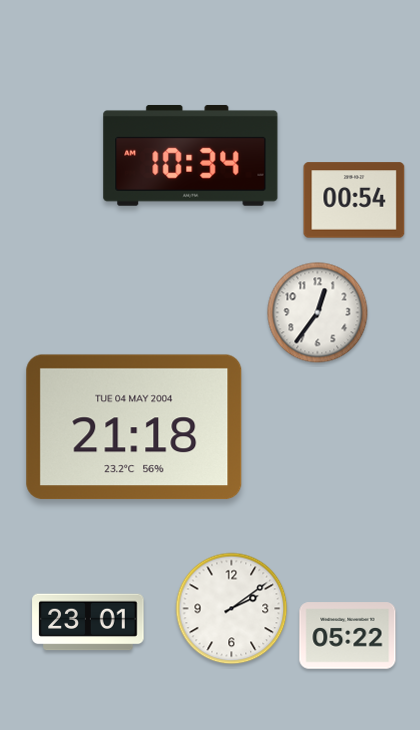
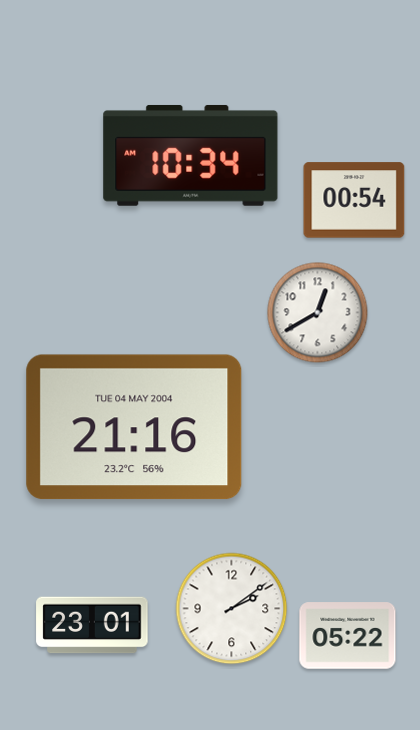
clock at (318, 313): 12:36 -> 12:40
clock at (134, 427): 21:18 -> 21:16
clock at (88, 622) position: (88, 622) -> (92, 625)
